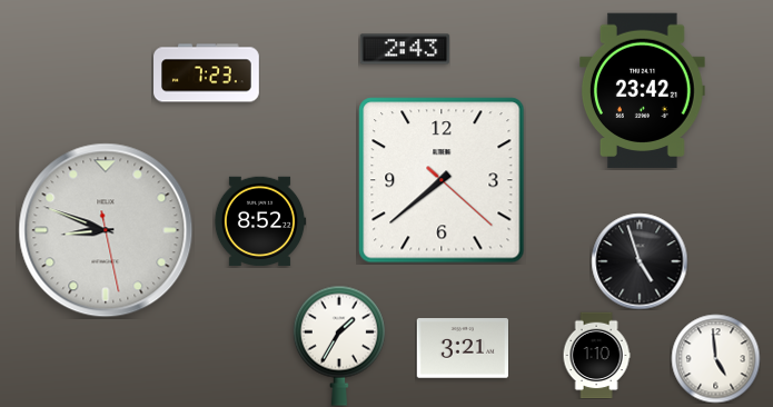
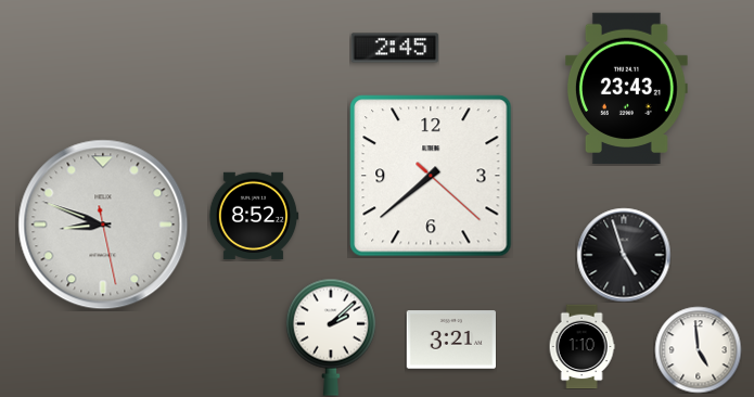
clock at (405, 49): 2:43 -> 2:45
clock at (207, 73): 7:23 -> none
clock at (642, 91): 23:42 -> 23:43
clock at (339, 346): 1:35 -> 2:08
